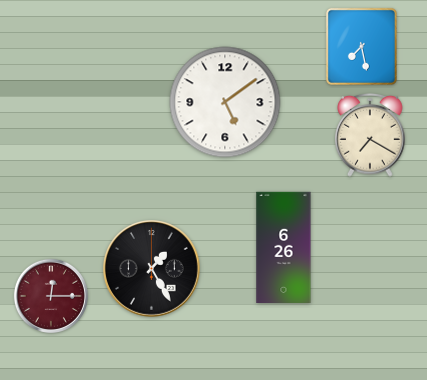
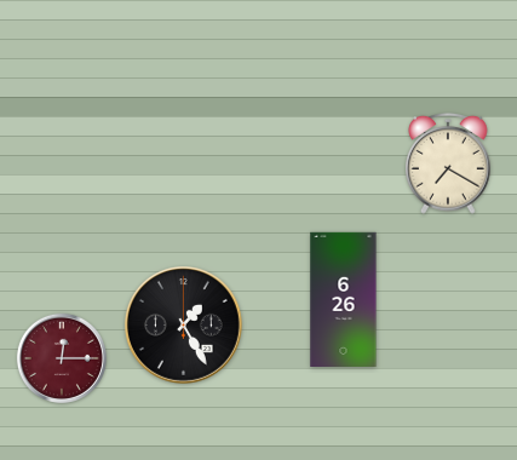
clock at (361, 46): 7:28 -> none
clock at (225, 102): 5:09 -> none
